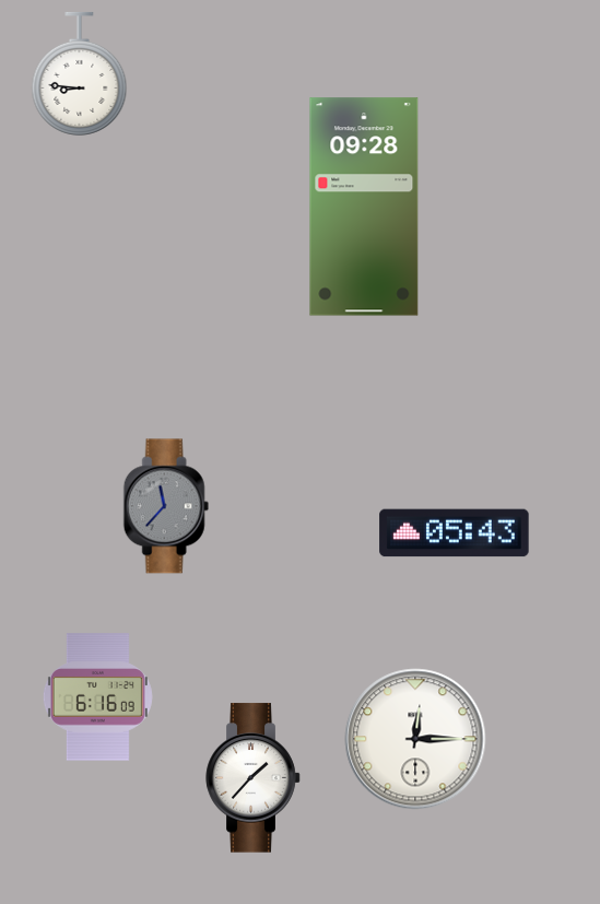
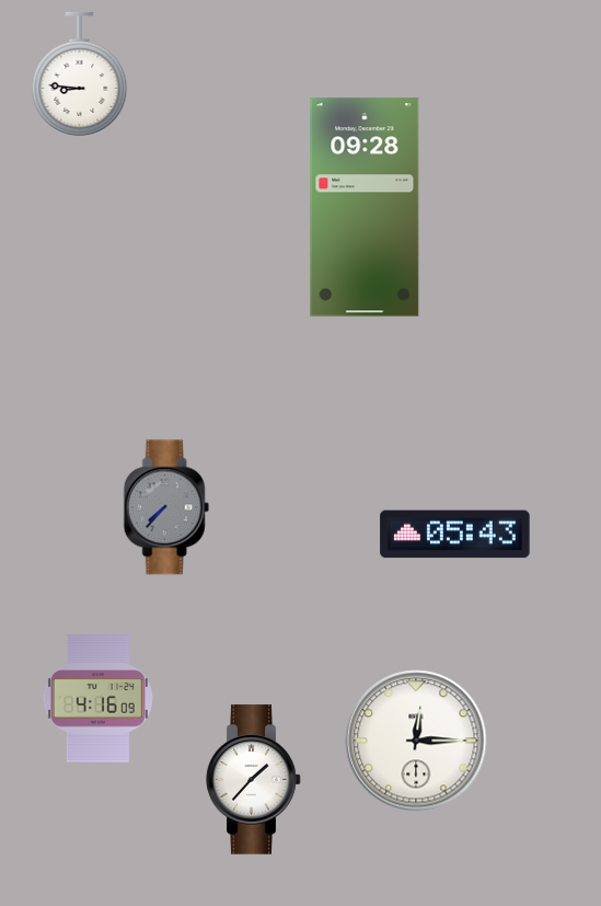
clock at (166, 506): 11:37 -> 7:37
clock at (97, 697): 6:16 -> 4:16
